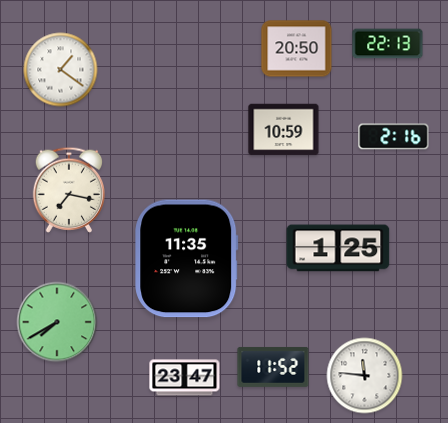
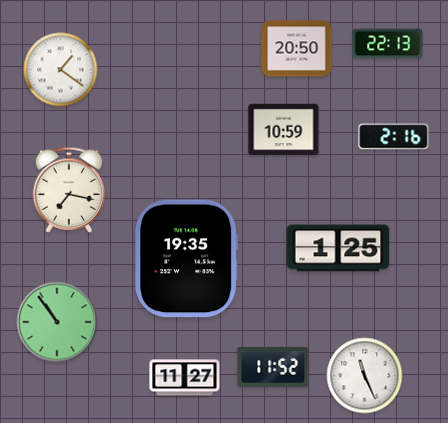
clock at (187, 259): 11:35 -> 19:35
clock at (57, 322): 7:40 -> 10:54
clock at (365, 376): 11:46 -> 11:26
clock at (185, 378): 23:47 -> 11:27
